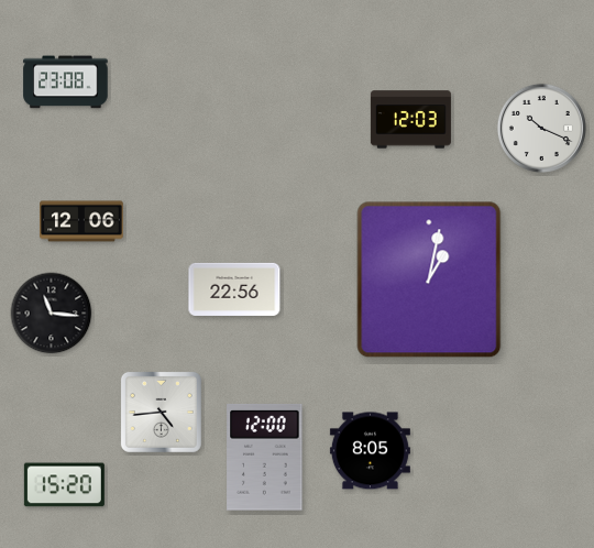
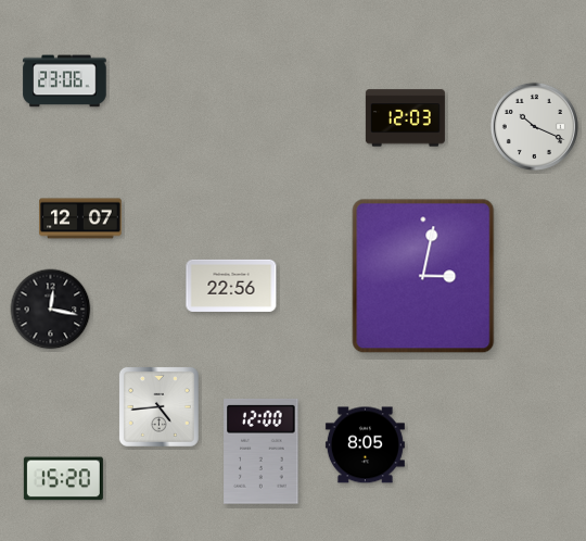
clock at (66, 83): 23:08 -> 23:06
clock at (81, 221): 12:06 -> 12:07
clock at (429, 280): 1:02 -> 3:02
clock at (52, 314): 11:16 -> 12:17
